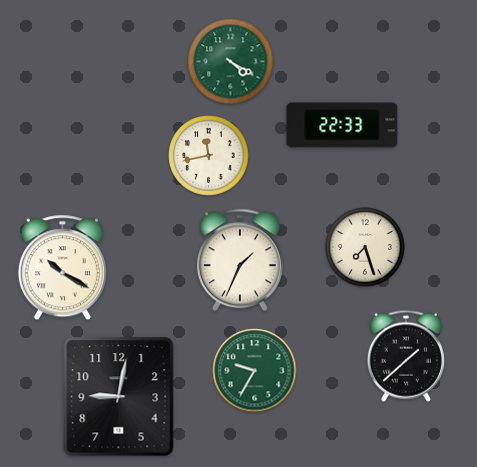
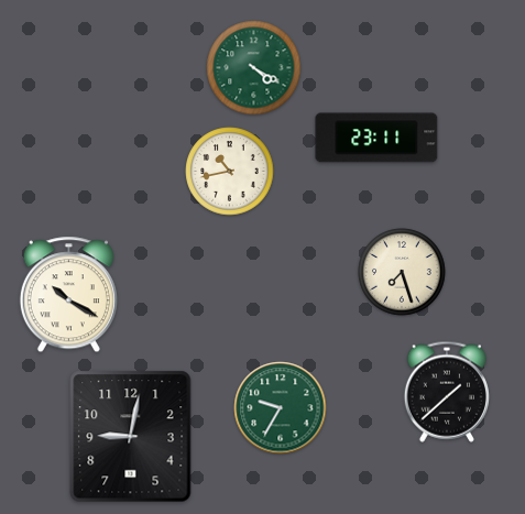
clock at (342, 125): 22:33 -> 23:11
clock at (209, 156): 11:43 -> 10:43
clock at (240, 260): 1:34 -> none
